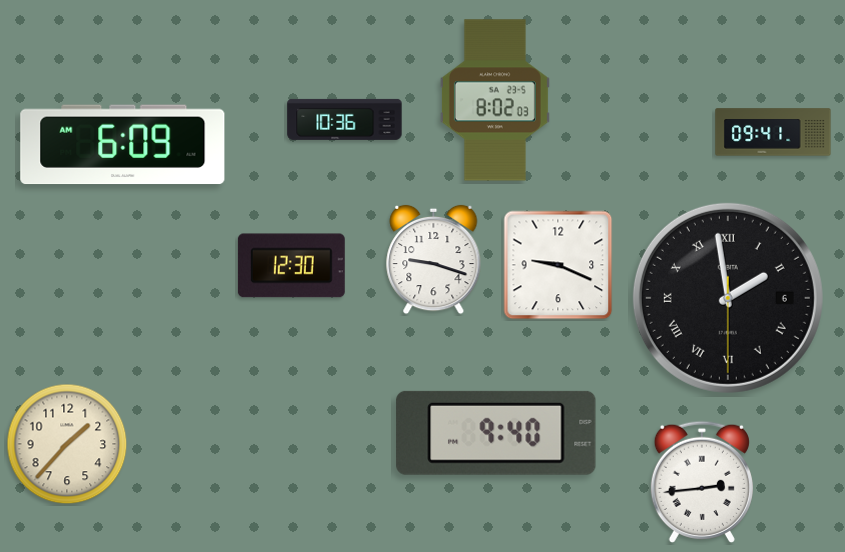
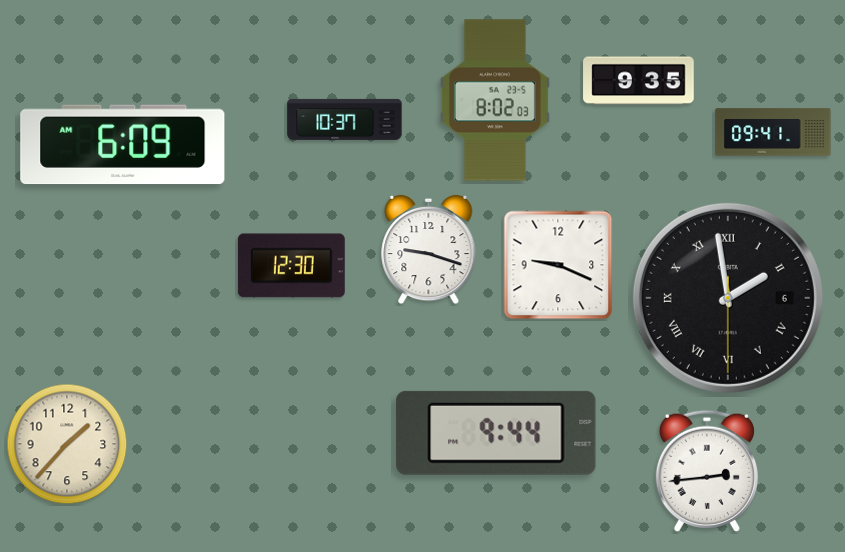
clock at (639, 81): none -> 9:35
clock at (345, 119): 10:36 -> 10:37
clock at (434, 260) position: (434, 260) -> (429, 250)
clock at (496, 433): 9:40 -> 9:44
clock at (702, 482) position: (702, 482) -> (707, 471)
